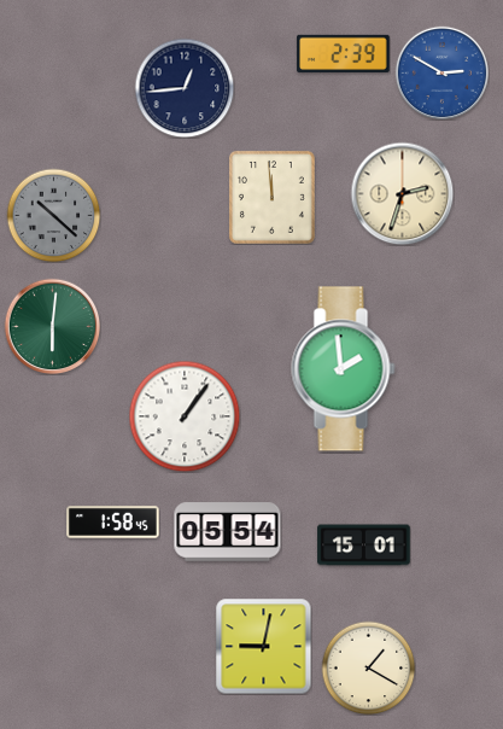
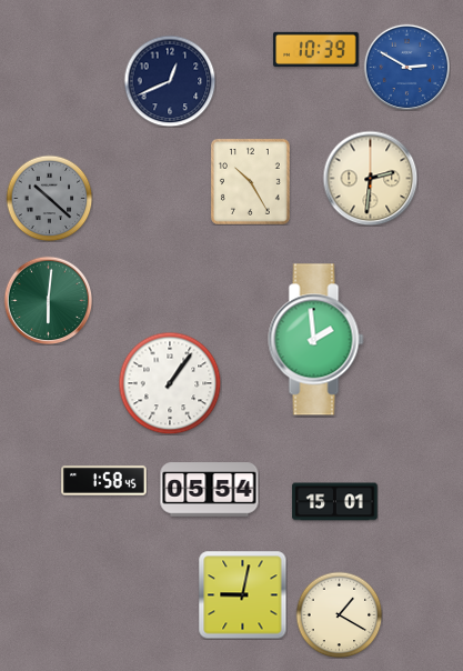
clock at (344, 53): 2:39 -> 10:39
clock at (185, 88): 12:44 -> 12:41
clock at (402, 193): 2:33 -> 2:31
clock at (271, 197): 11:59 -> 10:25
